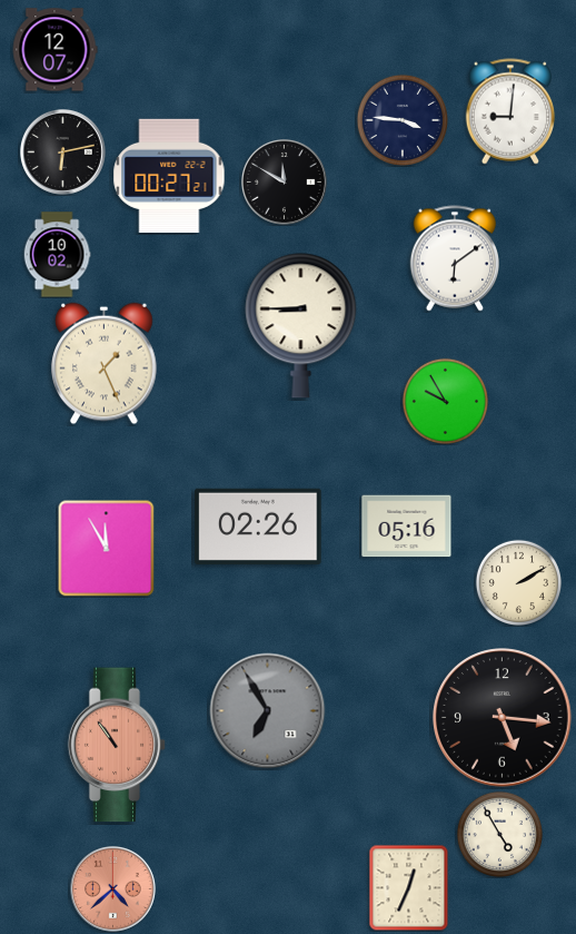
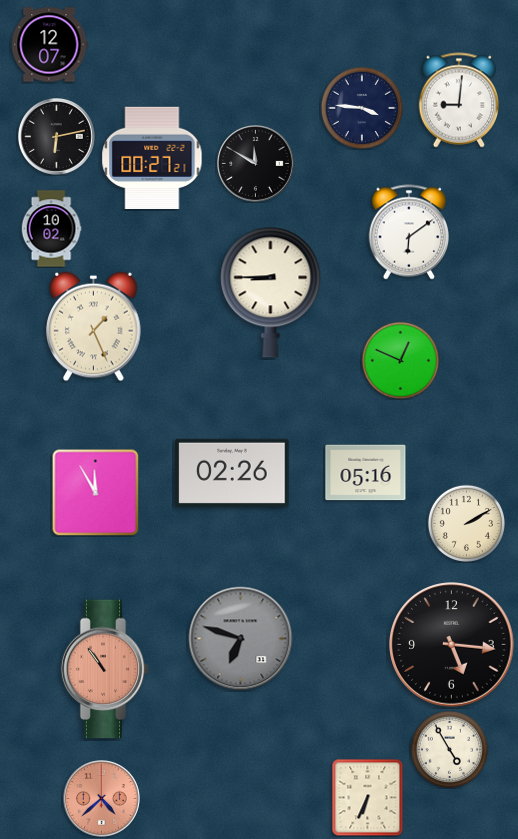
clock at (445, 401): 9:55 -> 12:49
clock at (268, 711): 6:55 -> 6:48
clock at (409, 887): 12:34 -> 6:34
